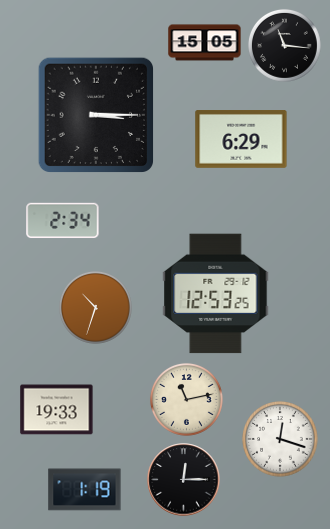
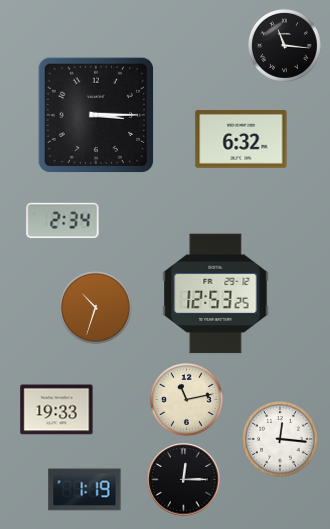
clock at (205, 43): 15:05 -> none
clock at (241, 140): 6:29 -> 6:32
clock at (280, 439): 12:18 -> 12:16
